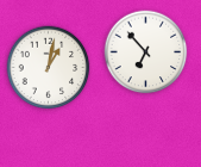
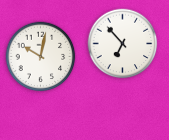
clock at (49, 68): 1:02 -> 10:02
